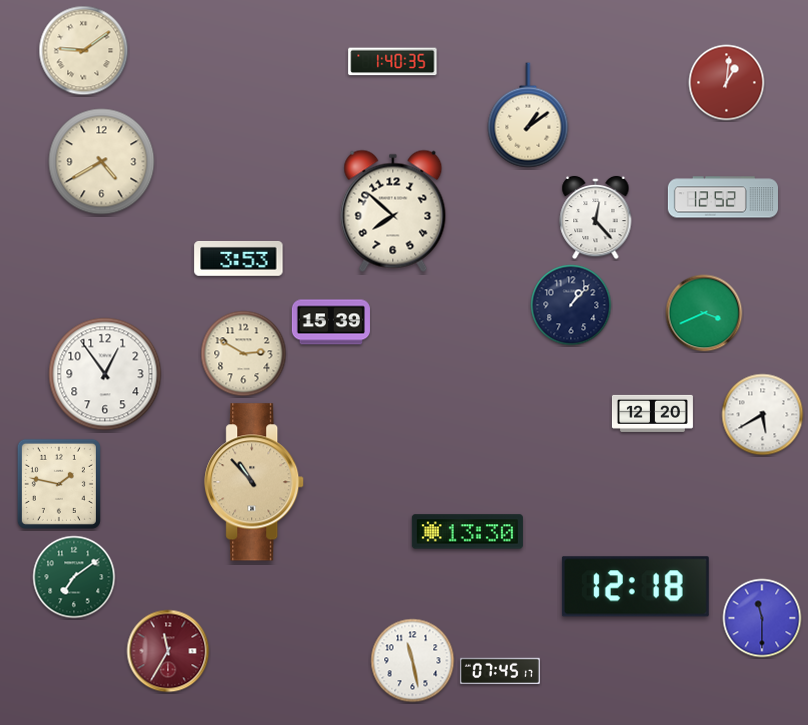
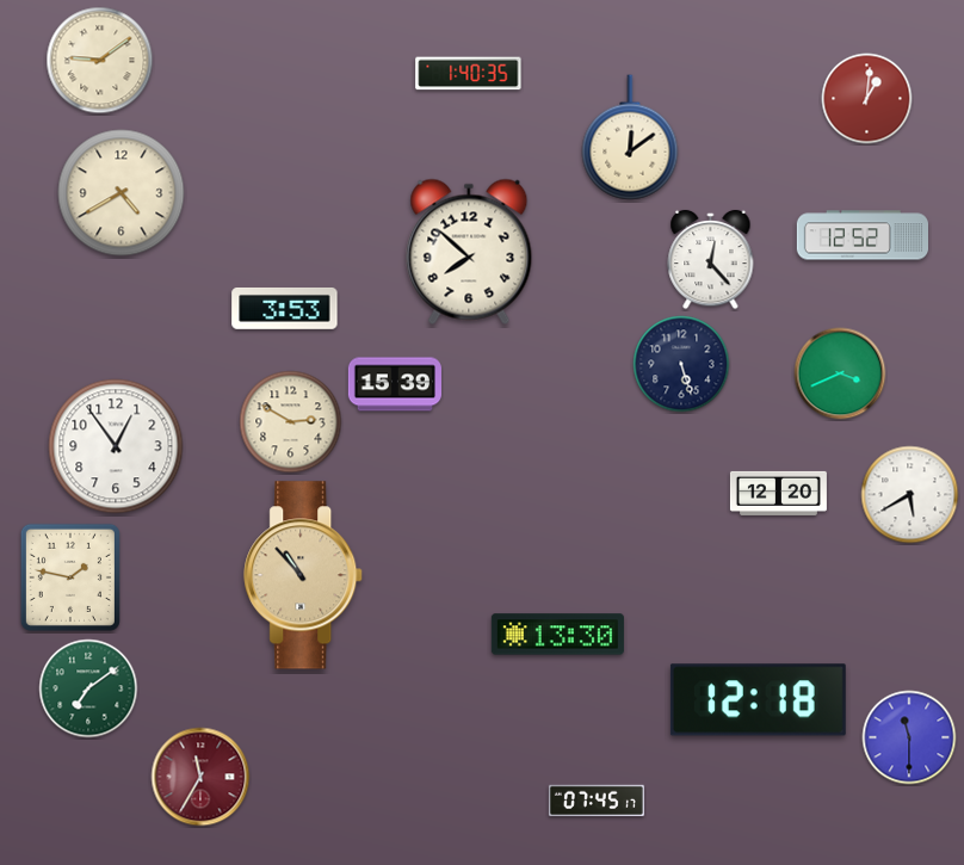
clock at (528, 115): 1:09 -> 12:09
clock at (571, 305): 1:07 -> 5:27
clock at (105, 374) position: (105, 374) -> (116, 446)
clock at (413, 661): 11:28 -> none
